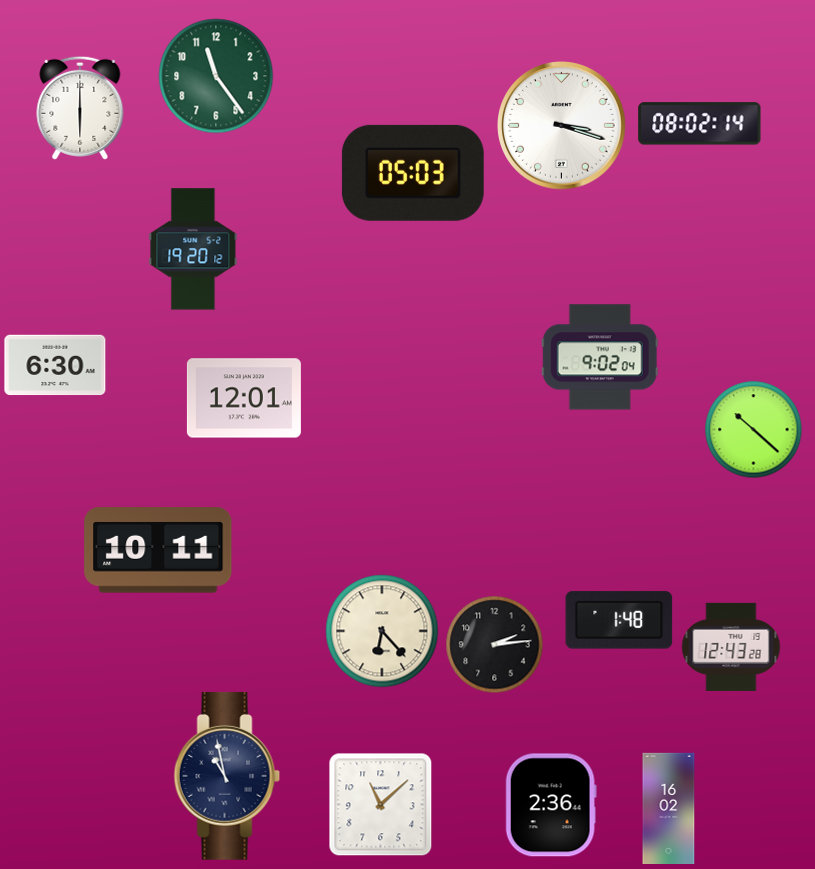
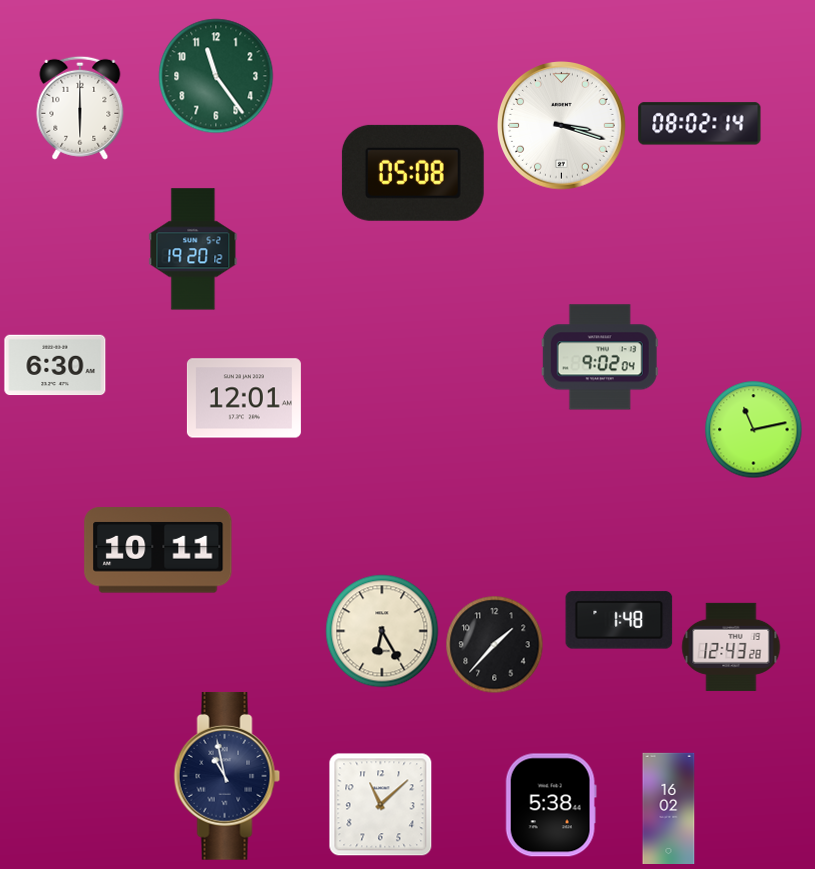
clock at (413, 173): 05:03 -> 05:08
clock at (754, 430): 10:22 -> 11:13
clock at (382, 631): 6:23 -> 6:25
clock at (495, 645): 2:14 -> 1:37
clock at (551, 805): 2:36 -> 5:38
